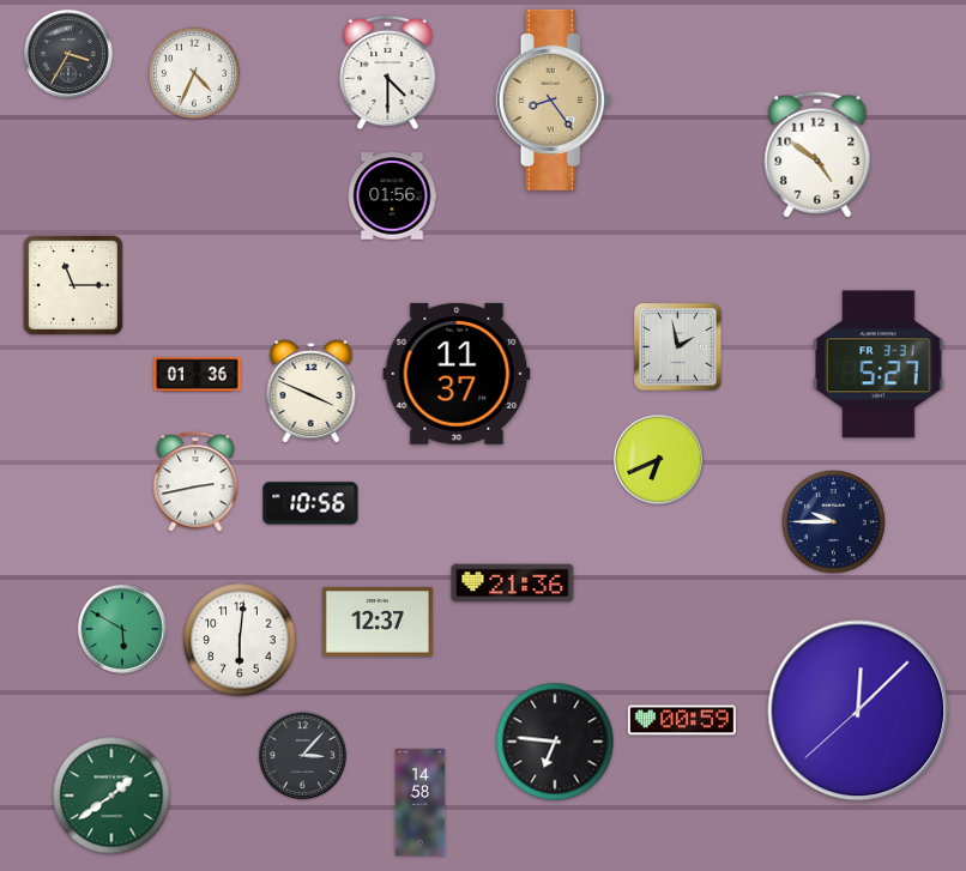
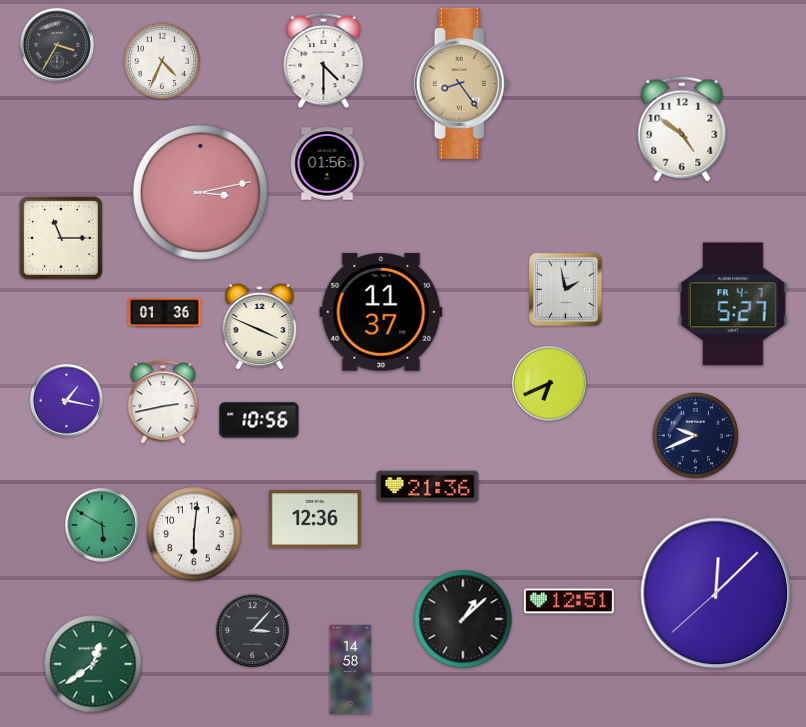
clock at (200, 192): none -> 3:13
clock at (879, 364) date: FR 3-31 -> FR 4-7
clock at (66, 400): none -> 1:17
clock at (834, 522): 9:45 -> 9:41
clock at (378, 622): 12:37 -> 12:36
clock at (240, 640) position: (240, 640) -> (194, 534)
clock at (682, 720): 00:59 -> 12:51
clock at (555, 742): 6:46 -> 1:08
clock at (111, 796): 1:39 -> 12:39
